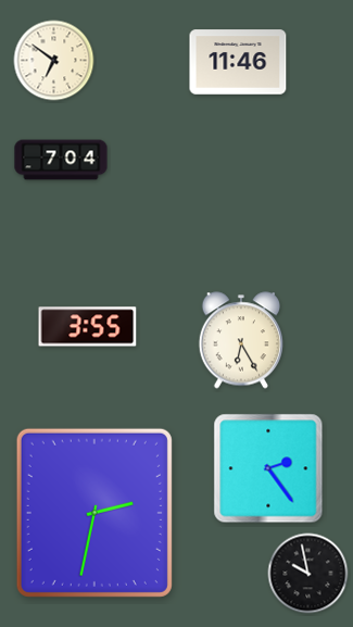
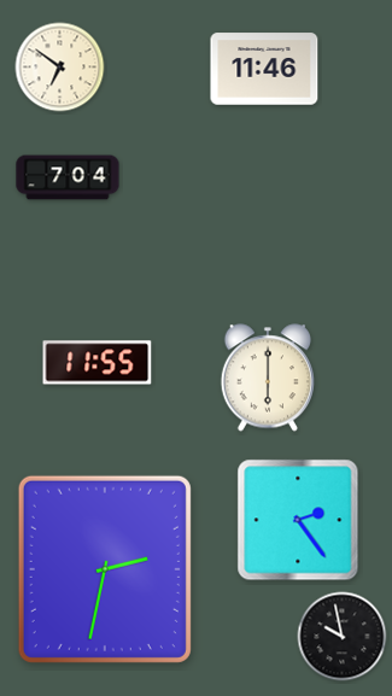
clock at (88, 327): 3:55 -> 11:55
clock at (240, 340): 6:25 -> 6:00
